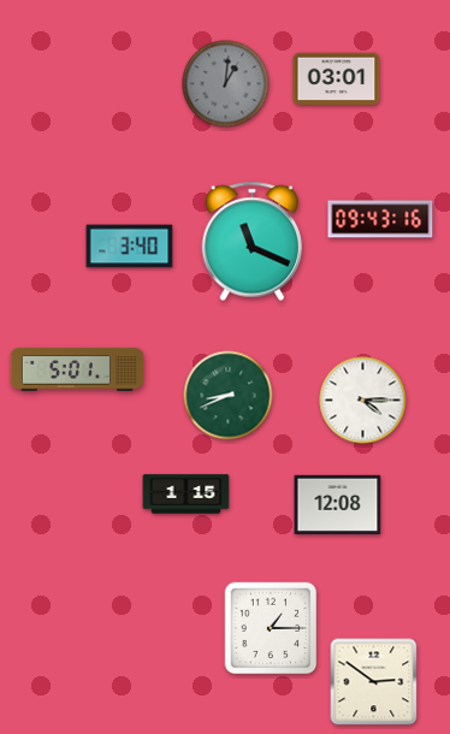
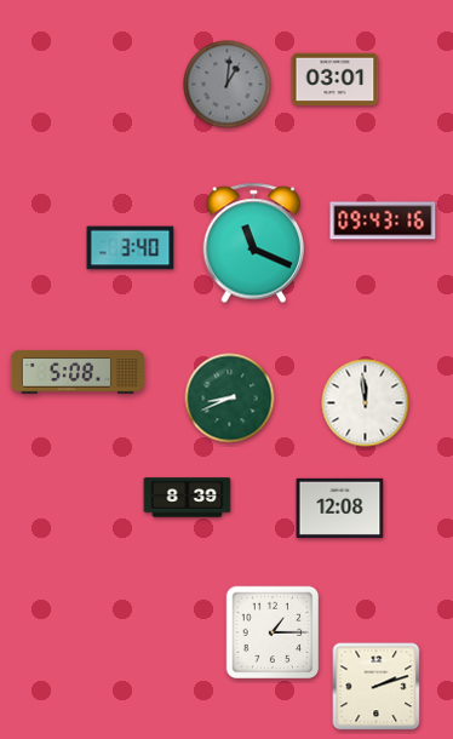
clock at (337, 79) position: (337, 79) -> (336, 80)
clock at (76, 369): 5:01 -> 5:08
clock at (363, 401): 4:15 -> 11:59
clock at (186, 495): 1:15 -> 8:39
clock at (374, 682): 2:51 -> 2:12
